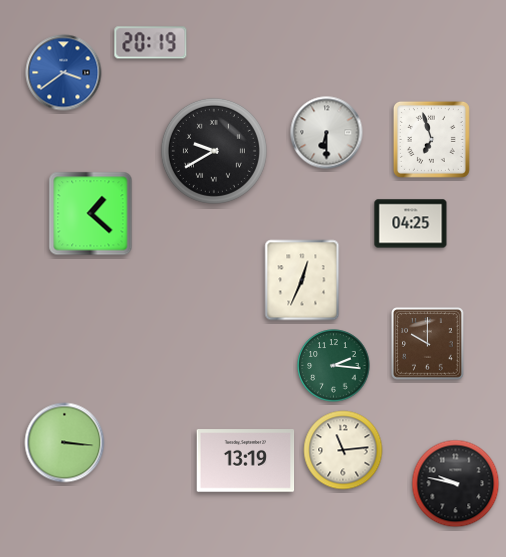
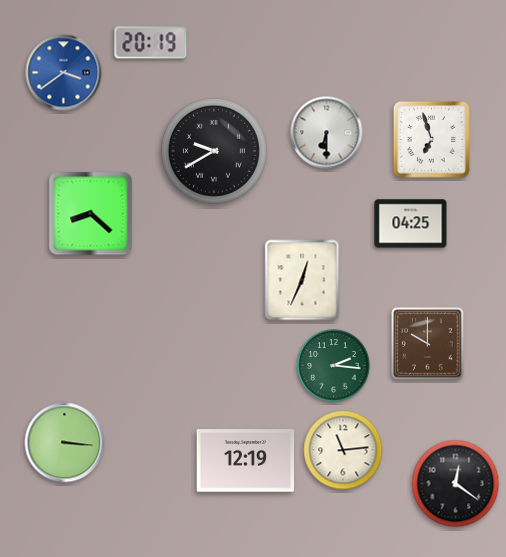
clock at (91, 214): 1:22 -> 8:22
clock at (246, 461): 13:19 -> 12:19
clock at (456, 484): 9:47 -> 12:21
